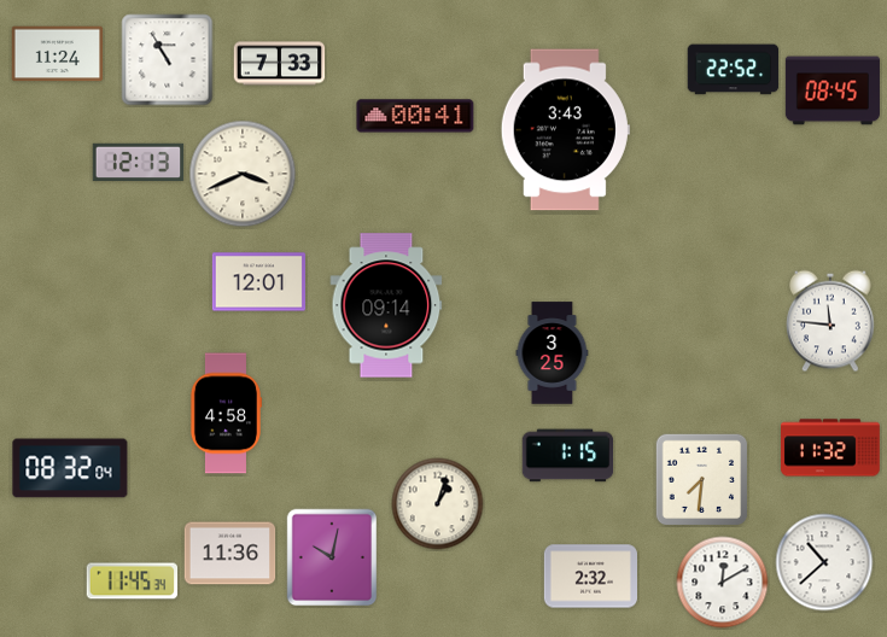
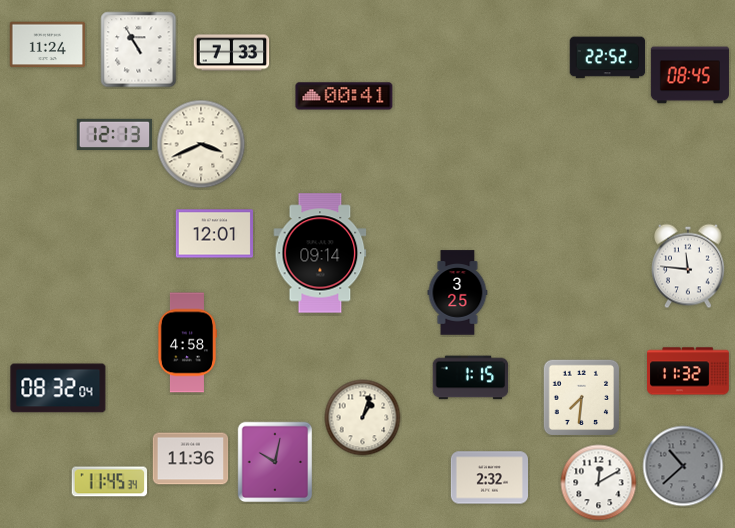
clock at (565, 130): 3:43 -> none
clock at (824, 562) dial: white -> grey
